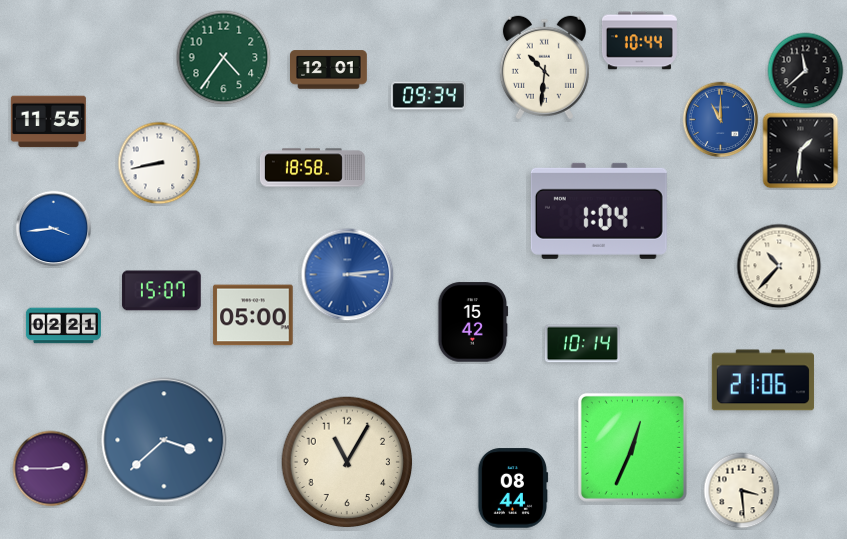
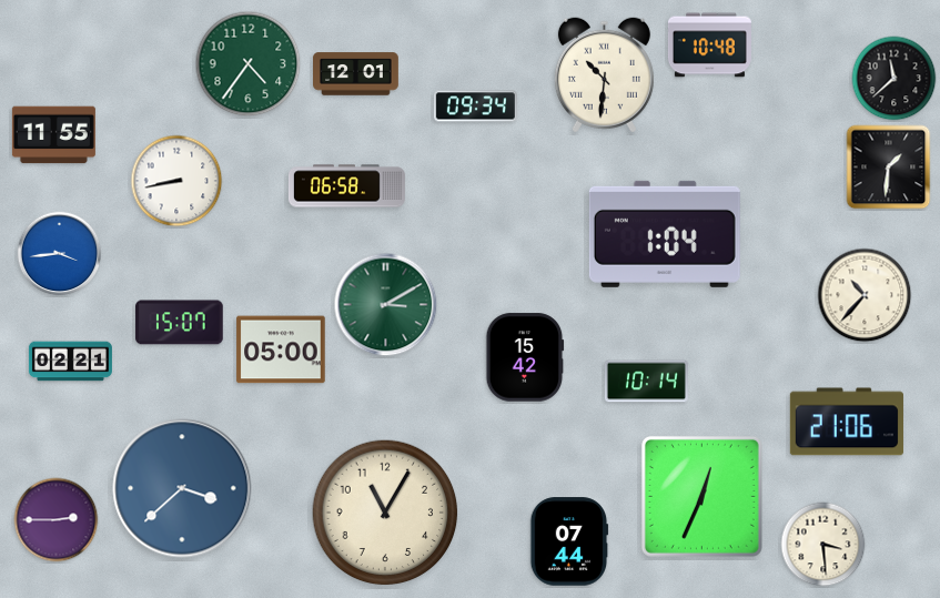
clock at (639, 41): 10:44 -> 10:48
clock at (329, 70) position: (329, 70) -> (356, 74)
clock at (721, 120): 11:00 -> none
clock at (312, 168): 18:58 -> 06:58
clock at (348, 275): 3:14 -> 3:10
clock at (348, 275) dial: blue -> green
clock at (513, 488): 08:44 -> 07:44
